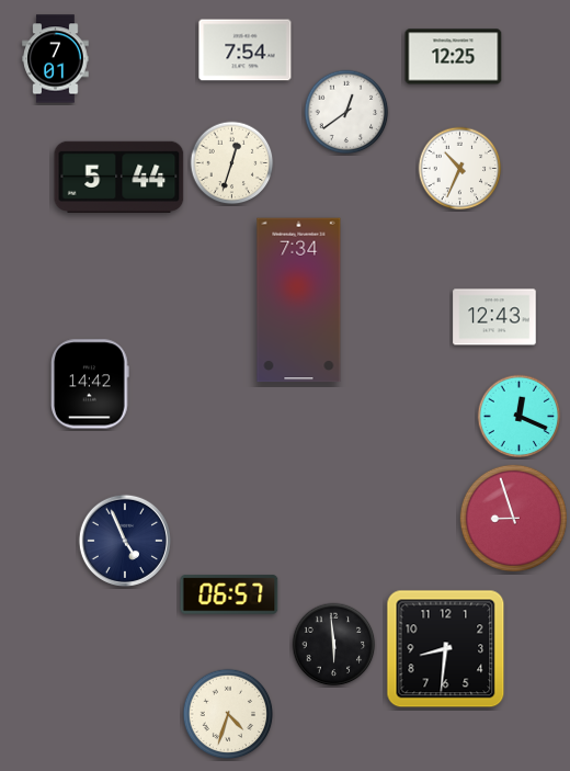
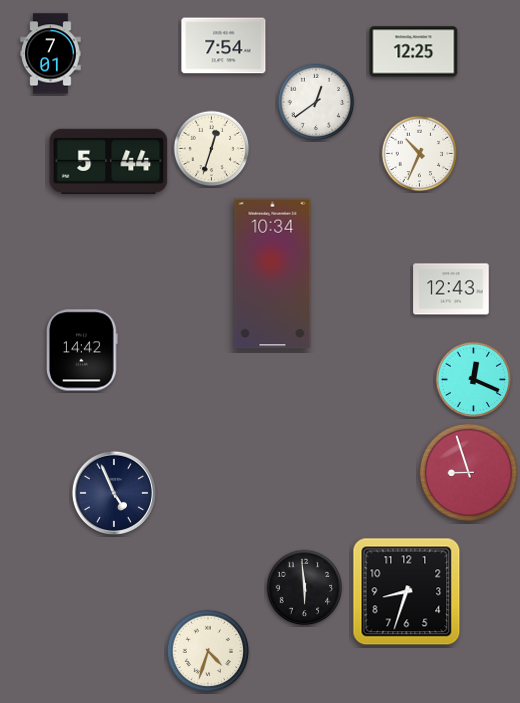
clock at (299, 301): 7:34 -> 10:34
clock at (229, 594): 06:57 -> none
clock at (446, 649): 8:31 -> 8:33
